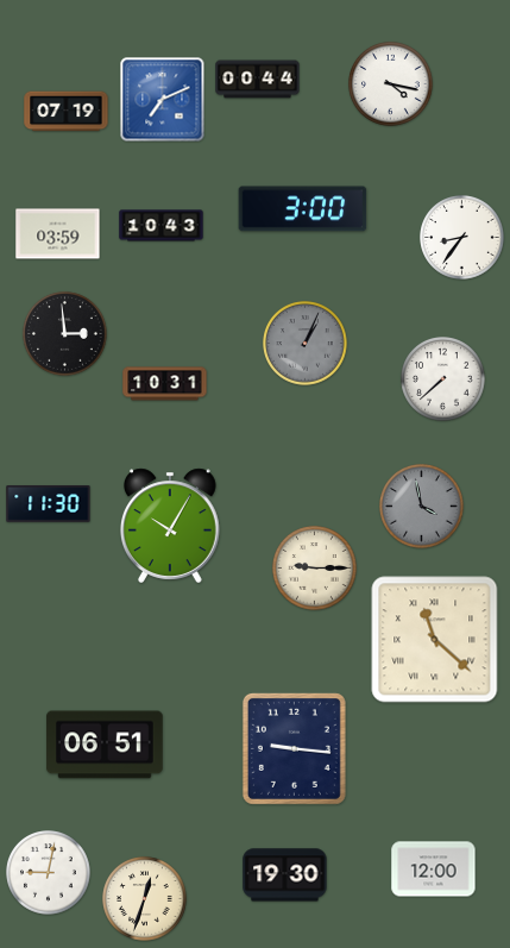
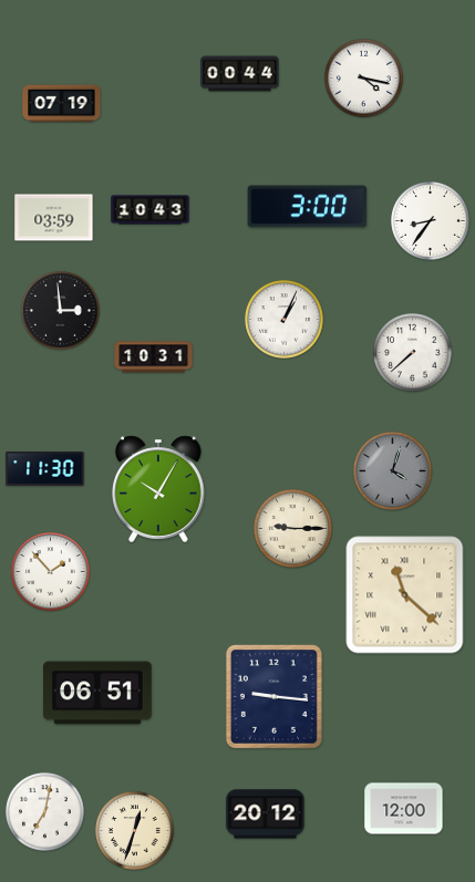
clock at (163, 100): 7:11 -> none
clock at (303, 209) position: (303, 209) -> (308, 207)
clock at (306, 344) dial: grey -> white
clock at (422, 507): 3:58 -> 4:03
clock at (51, 572): none -> 1:53
clock at (49, 873): 9:02 -> 7:02
clock at (285, 875): 19:30 -> 20:12
clock at (145, 899) position: (145, 899) -> (135, 831)
